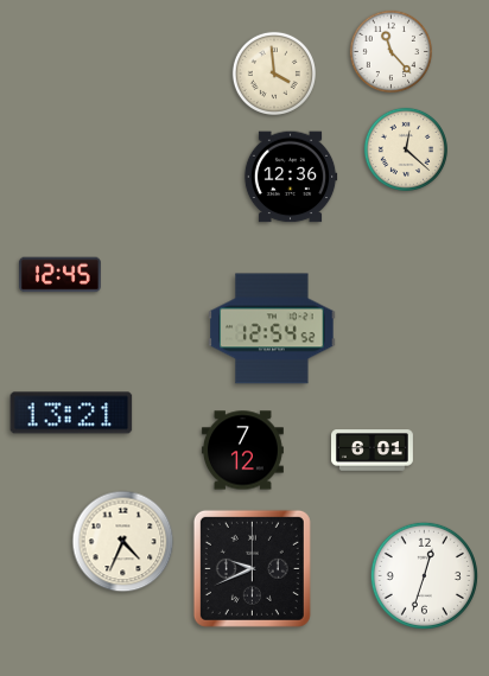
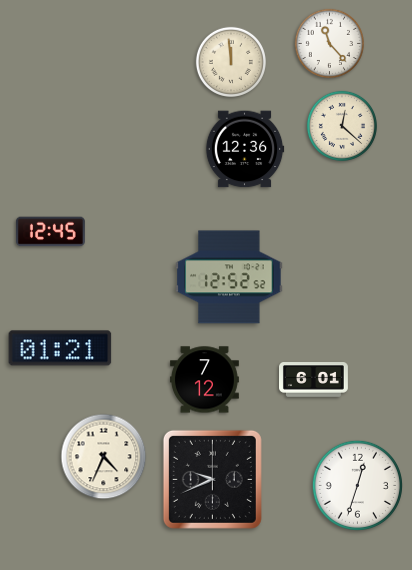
clock at (274, 74): 3:59 -> 11:59
clock at (272, 329): 12:54 -> 12:52
clock at (71, 413): 13:21 -> 01:21
